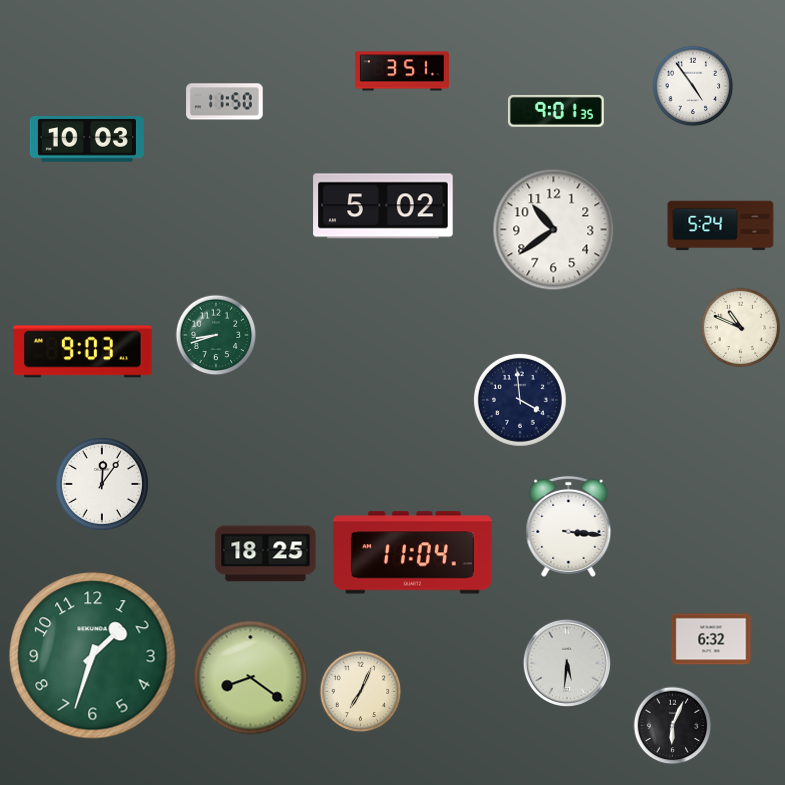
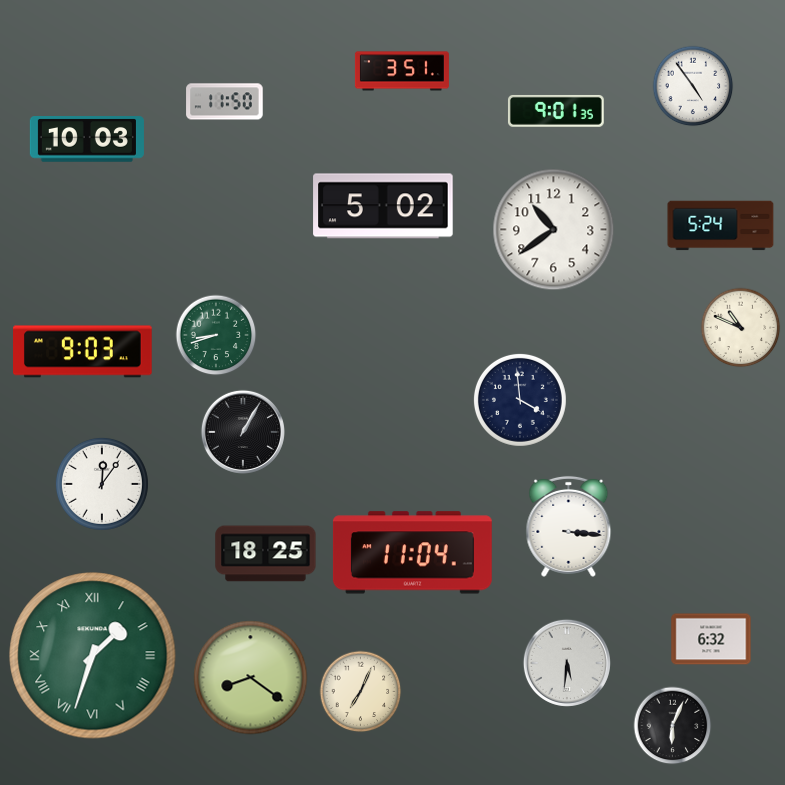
clock at (243, 432): none -> 1:05
clock at (93, 656) numerals: Arabic -> Roman
